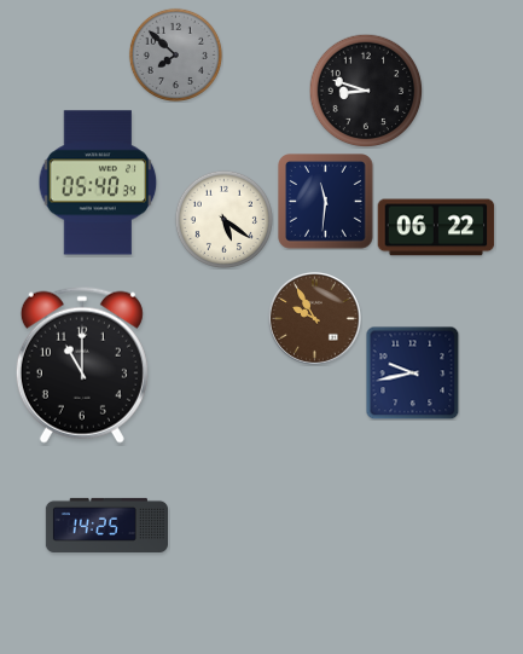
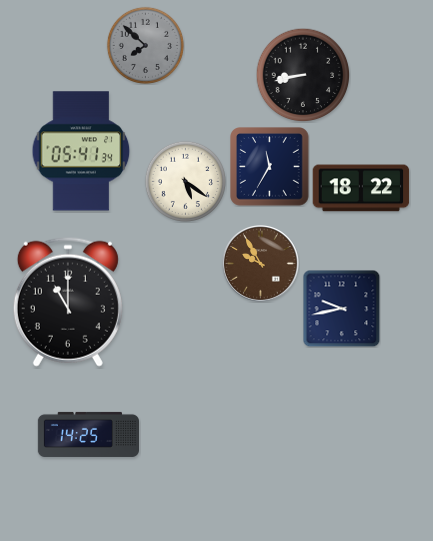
clock at (366, 91): 8:48 -> 8:43
clock at (98, 183): 05:40 -> 05:41
clock at (326, 202): 11:31 -> 11:35
clock at (436, 227): 06:22 -> 18:22
